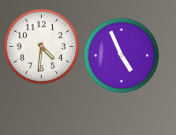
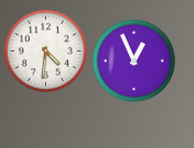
clock at (121, 55): 4:56 -> 12:56
